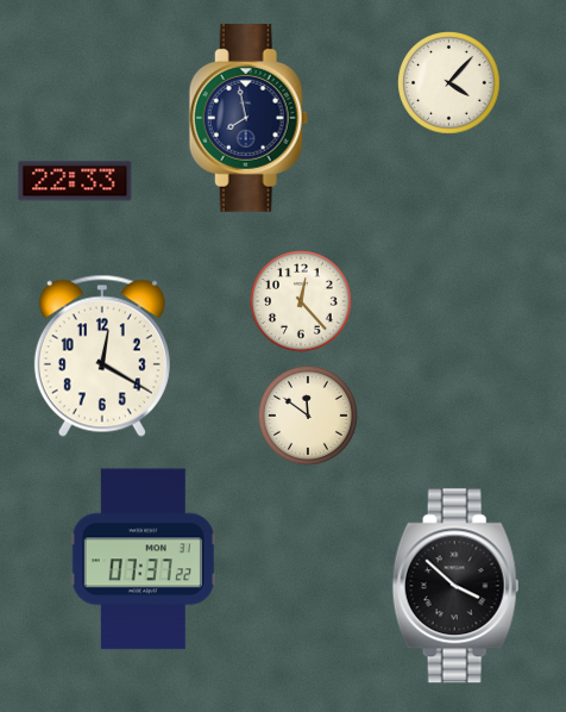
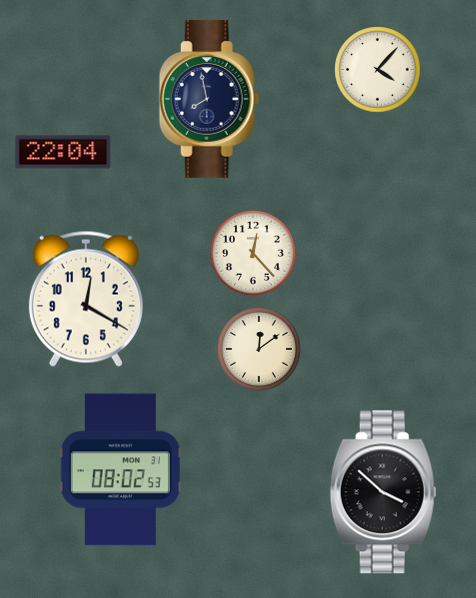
clock at (75, 181): 22:33 -> 22:04
clock at (308, 416): 11:51 -> 12:09
clock at (143, 560): 07:37 -> 08:02
